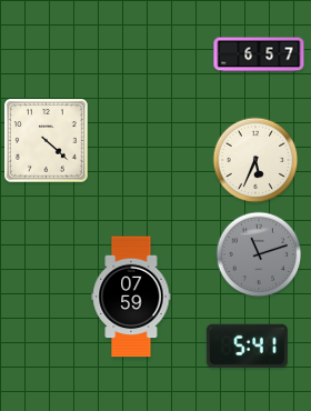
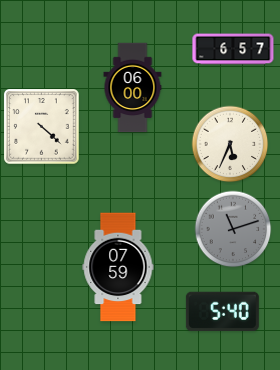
clock at (133, 88): none -> 06:00
clock at (247, 345): 5:41 -> 5:40
